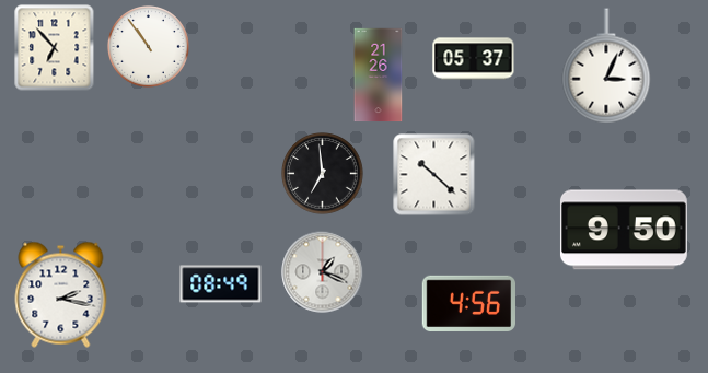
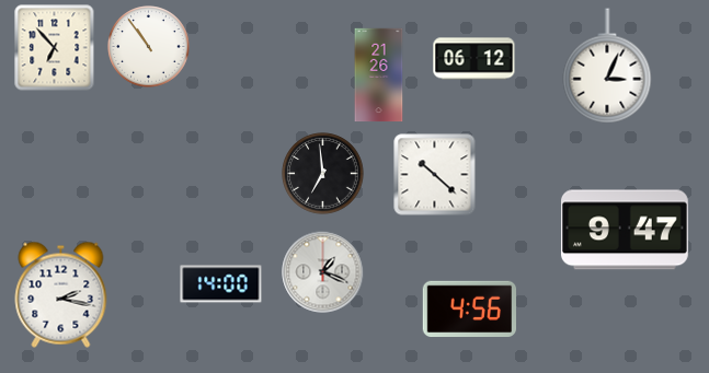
clock at (474, 59): 05:37 -> 06:12
clock at (624, 230): 9:50 -> 9:47
clock at (221, 284): 08:49 -> 14:00
clock at (468, 303) position: (468, 303) -> (469, 308)
